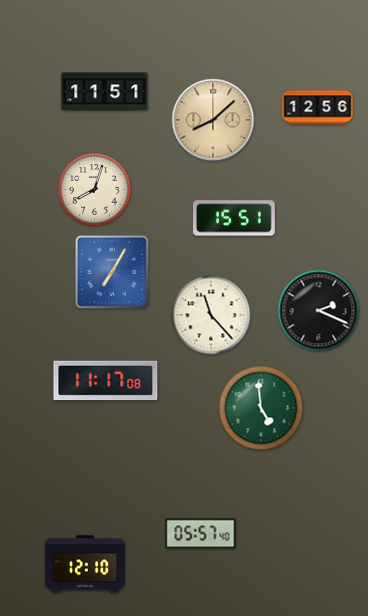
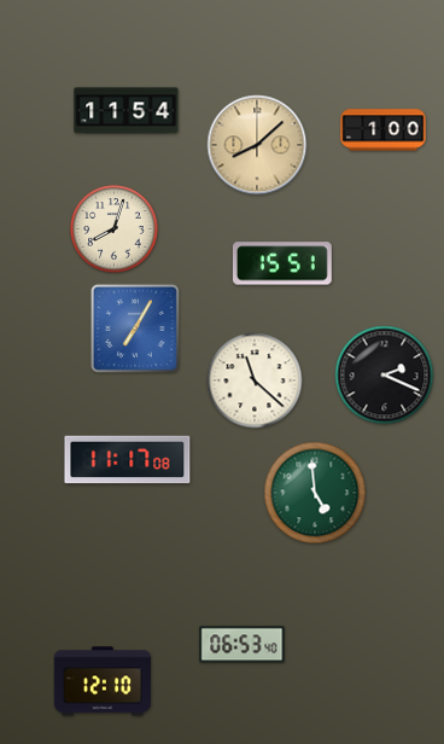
clock at (105, 92): 11:51 -> 11:54
clock at (318, 108): 12:56 -> 1:00
clock at (211, 315): 11:23 -> 11:22
clock at (201, 534): 05:57 -> 06:53
